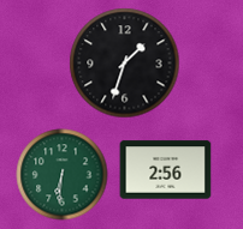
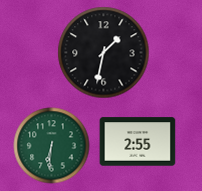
clock at (125, 64): 1:33 -> 1:32
clock at (166, 170): 2:56 -> 2:55
